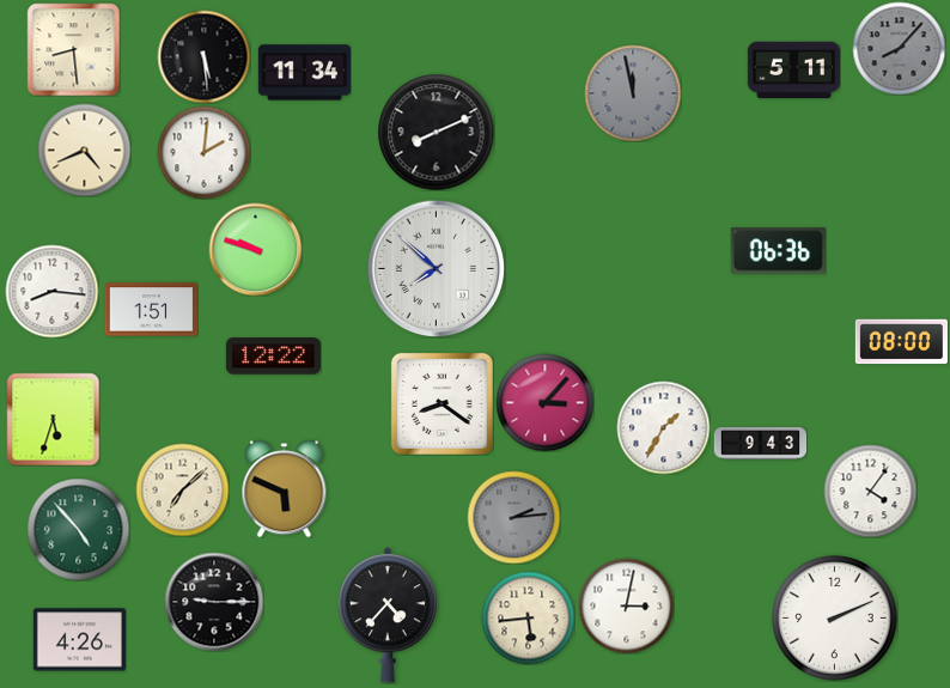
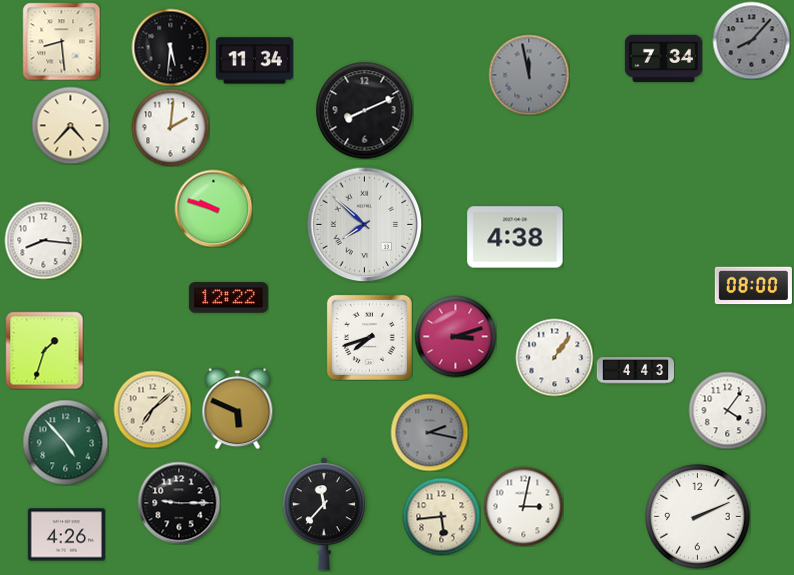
clock at (203, 56): 5:29 -> 5:31
clock at (793, 71): 5:11 -> 7:34
clock at (633, 93) position: (633, 93) -> (529, 75)
clock at (84, 150): 4:41 -> 4:37
clock at (778, 251): 06:36 -> none
clock at (515, 237): none -> 4:38
clock at (51, 291) position: (51, 291) -> (43, 240)
clock at (151, 310): 1:51 -> none
clock at (544, 402): 3:07 -> 3:12
clock at (441, 403): 8:21 -> 7:42
clock at (53, 419): 5:33 -> 1:33
clock at (663, 427): 1:35 -> 1:06
clock at (760, 444): 9:43 -> 4:43
clock at (513, 517): 2:14 -> 2:17
clock at (388, 615): 4:37 -> 11:37
